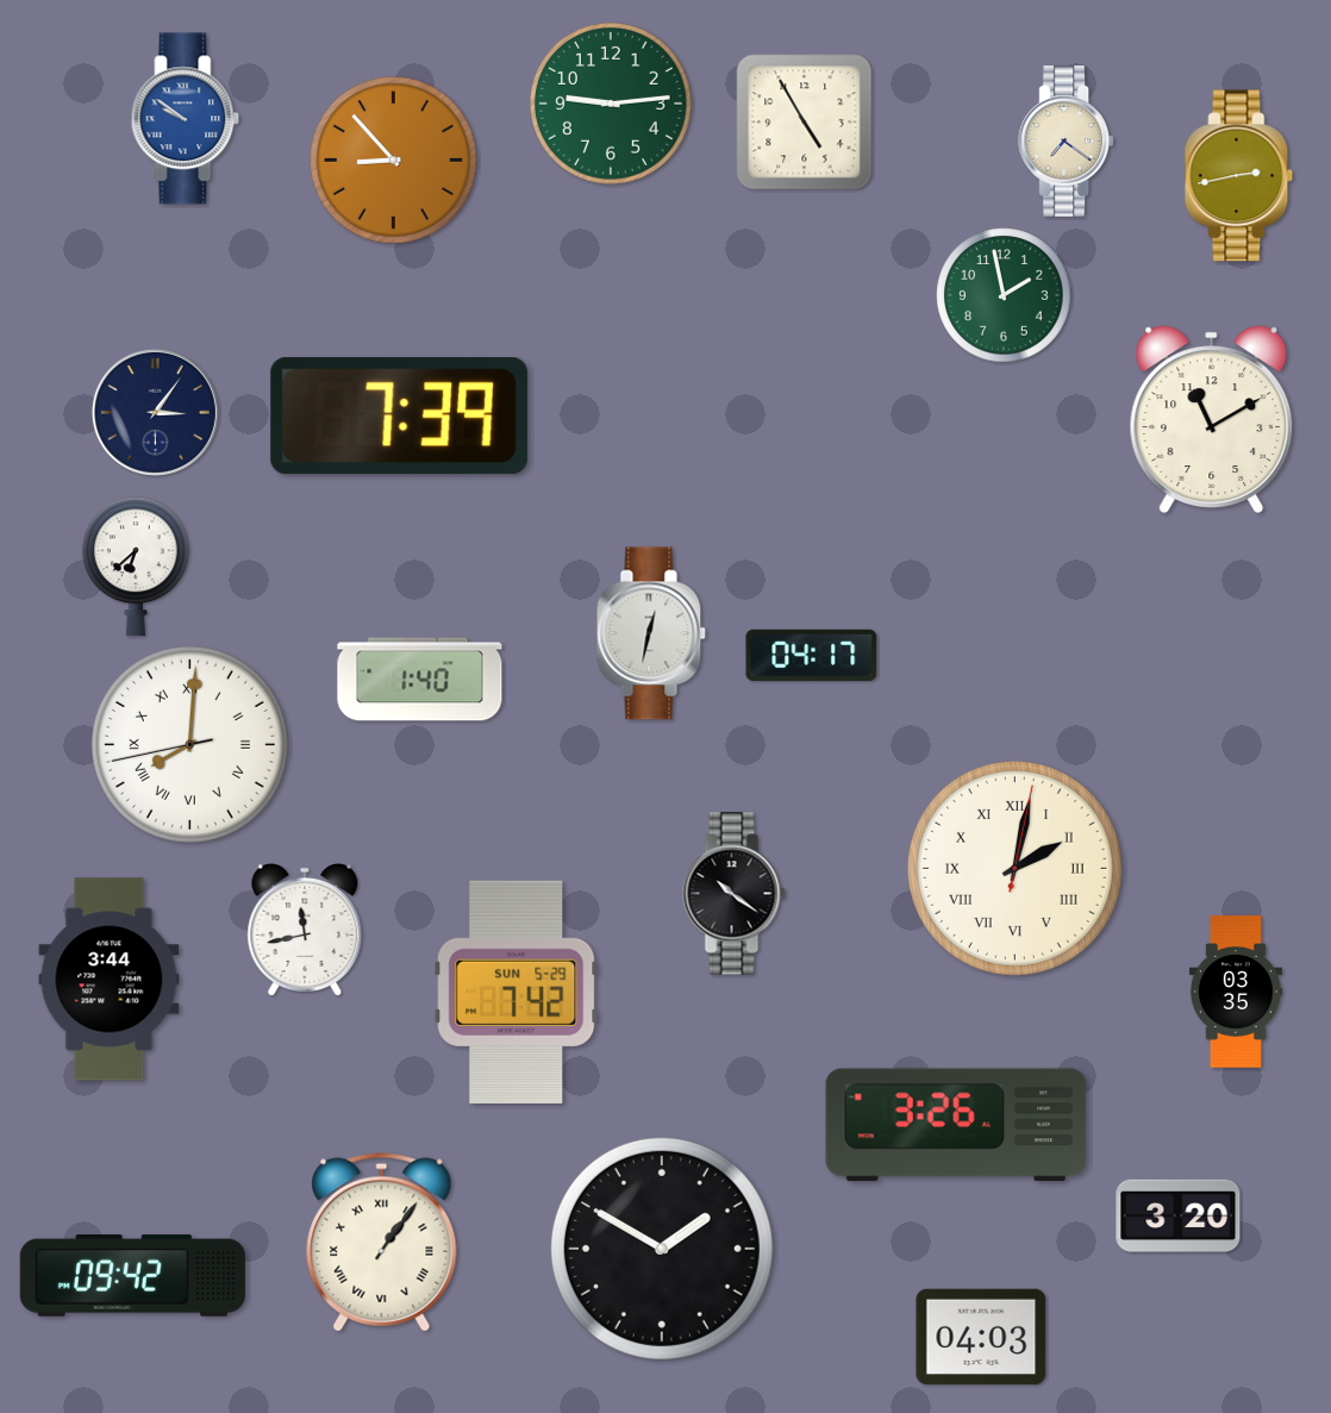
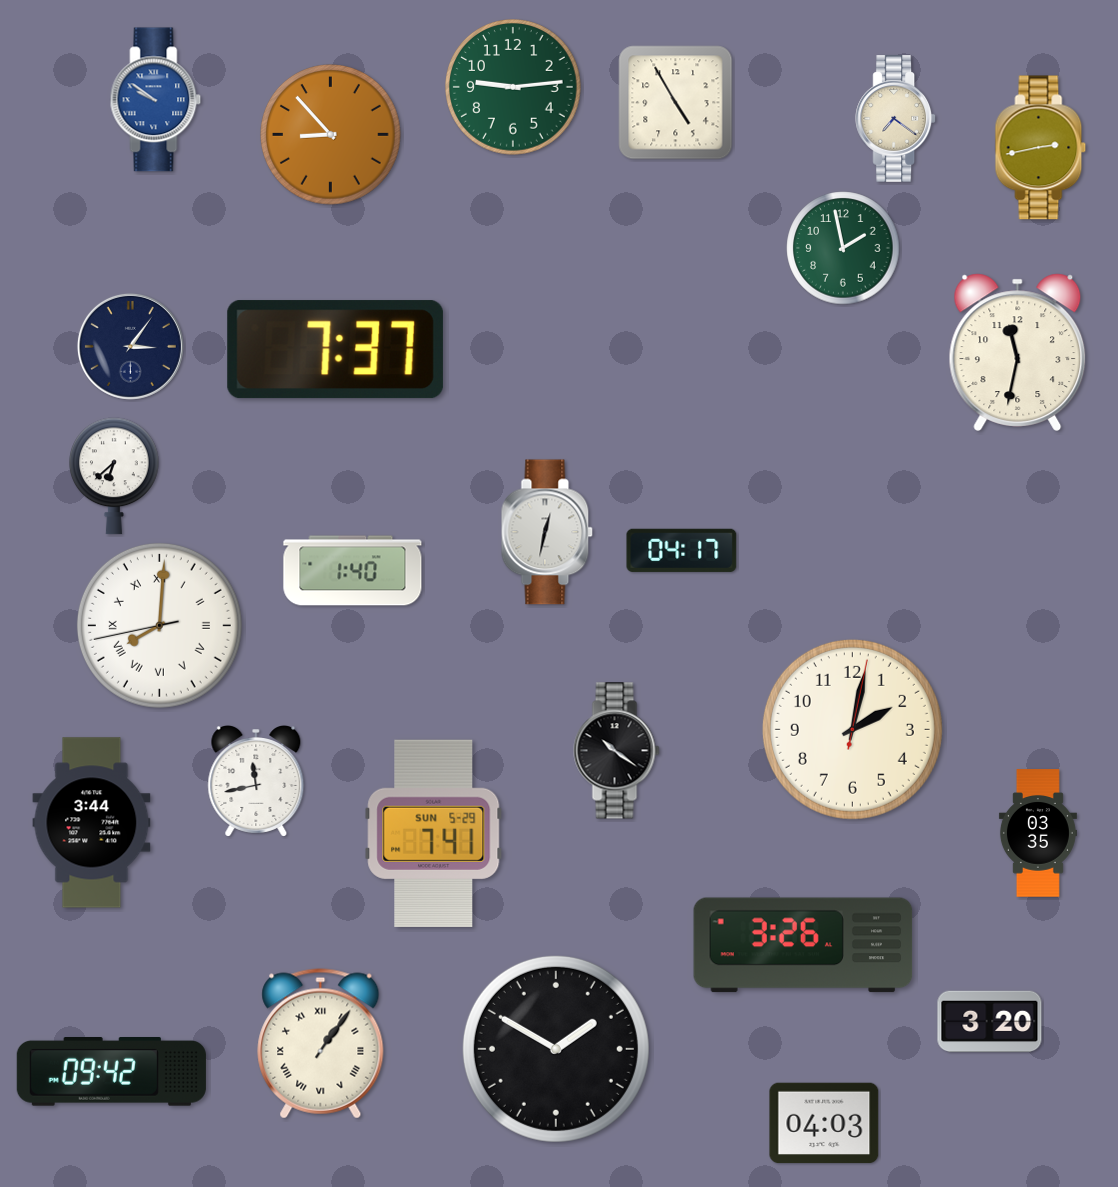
clock at (399, 417): 7:39 -> 7:37
clock at (1212, 419): 11:10 -> 11:32
clock at (1014, 868) numerals: Roman -> Arabic
clock at (517, 992): 7:42 -> 7:41
